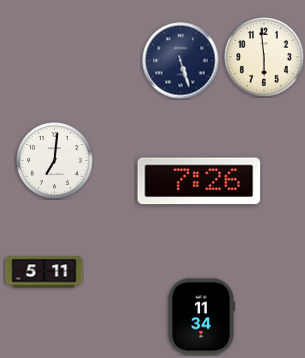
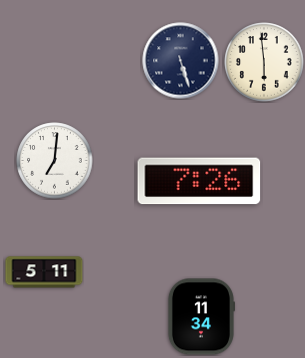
clock at (264, 57) position: (264, 57) -> (264, 62)
